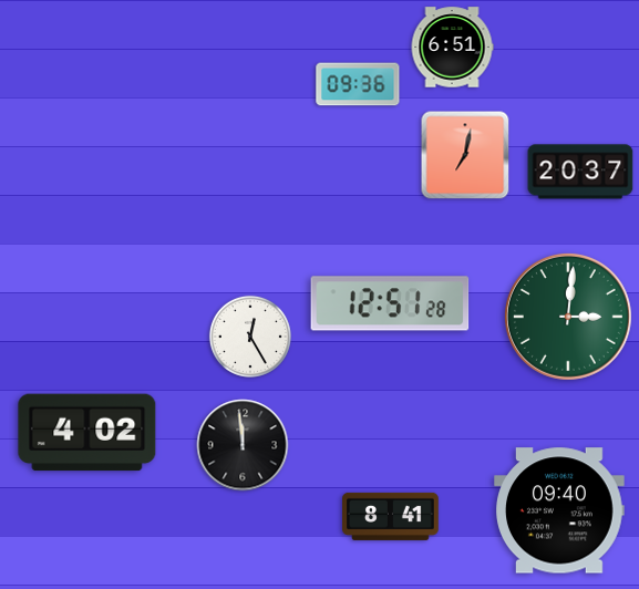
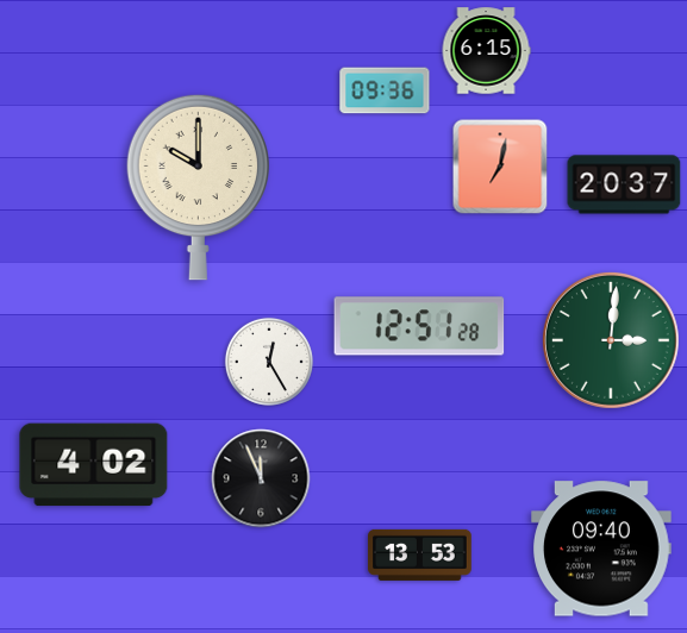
clock at (452, 48): 6:51 -> 6:15
clock at (198, 187): none -> 10:00
clock at (243, 445): 11:59 -> 11:56
clock at (391, 516): 8:41 -> 13:53
